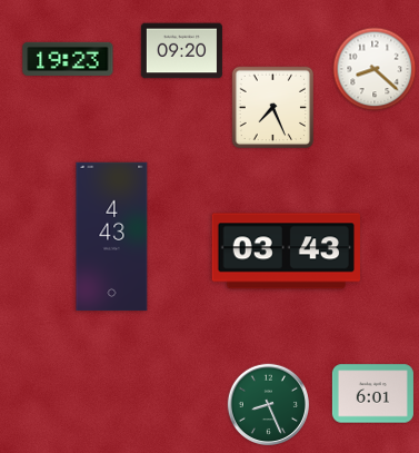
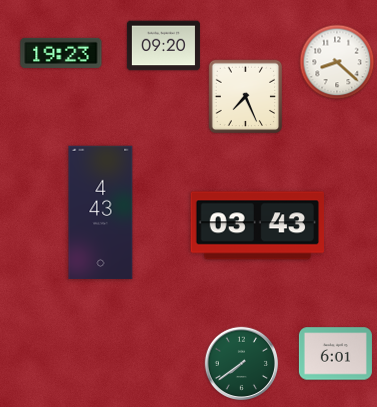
clock at (269, 405): 8:26 -> 7:39
